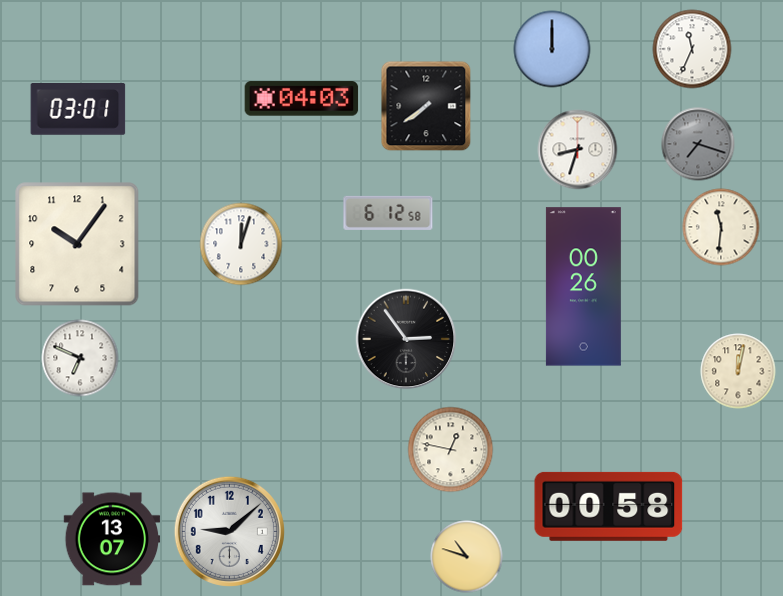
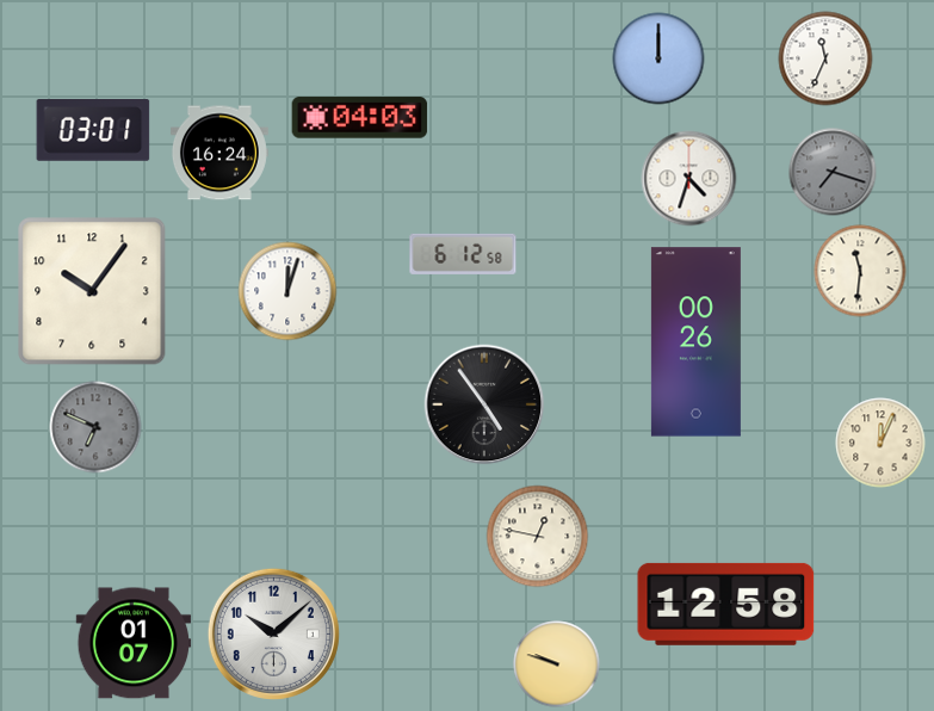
clock at (426, 106): 7:39 -> none
clock at (219, 153): none -> 16:24
clock at (578, 150): 8:33 -> 4:33
clock at (406, 339): 2:54 -> 4:54
clock at (80, 358) dial: white -> grey
clock at (738, 371): 12:02 -> 12:04
clock at (609, 506): 00:58 -> 12:58
clock at (229, 531): 9:08 -> 10:08
clock at (112, 539): 13:07 -> 01:07
clock at (467, 557): 10:48 -> 9:48
